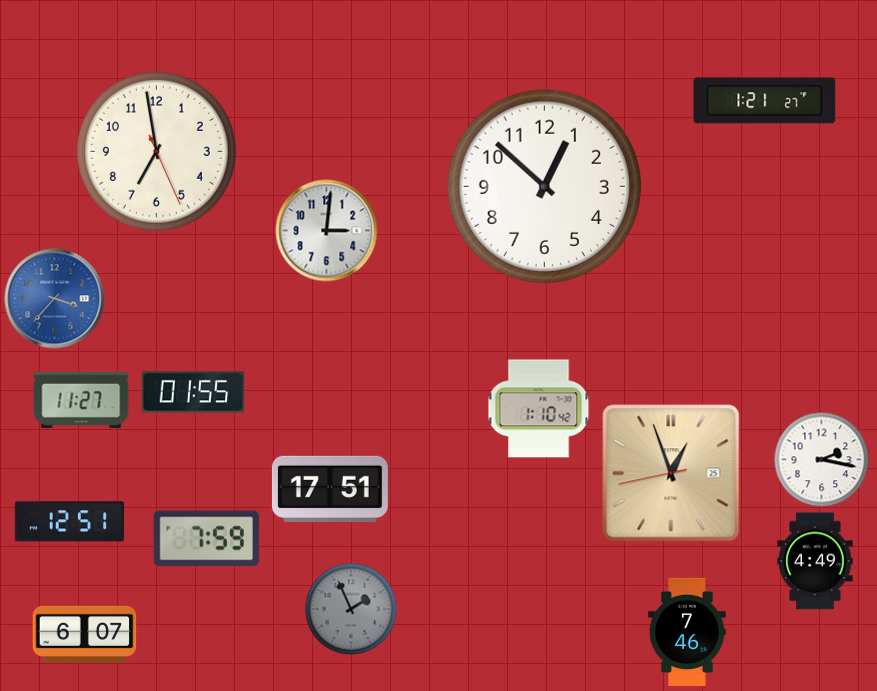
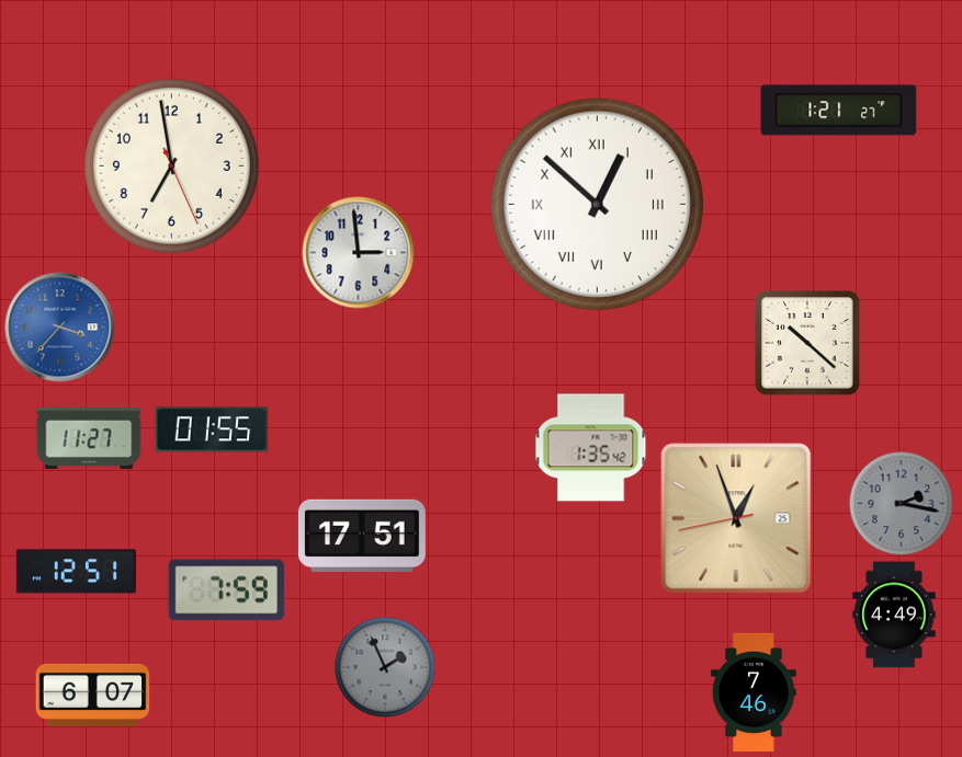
clock at (544, 186) numerals: Arabic -> Roman
clock at (327, 231): 3:01 -> 2:59
clock at (808, 344): none -> 10:22
clock at (539, 409): 1:10 -> 1:35
clock at (821, 459) dial: white -> grey
